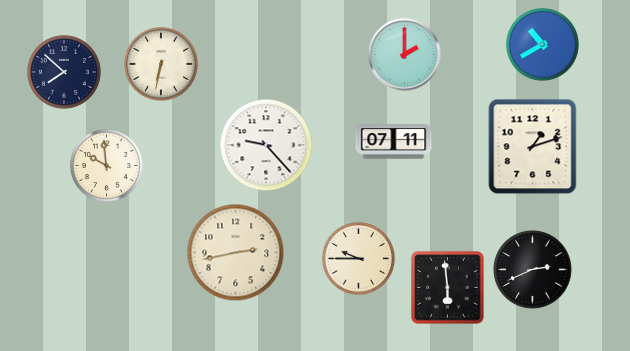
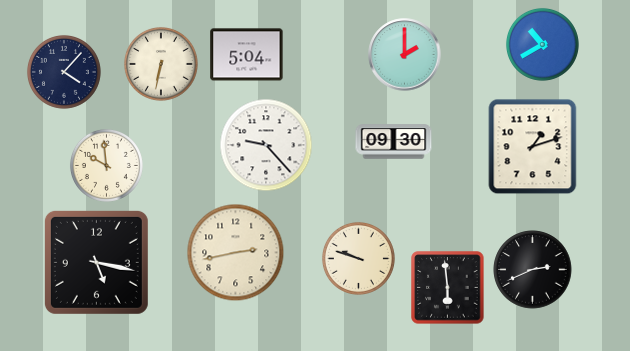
clock at (247, 55): none -> 5:04
clock at (64, 72): 7:52 -> 4:07
clock at (394, 142): 07:11 -> 09:30
clock at (358, 258): 9:45 -> 9:48
clock at (96, 262): none -> 5:17
